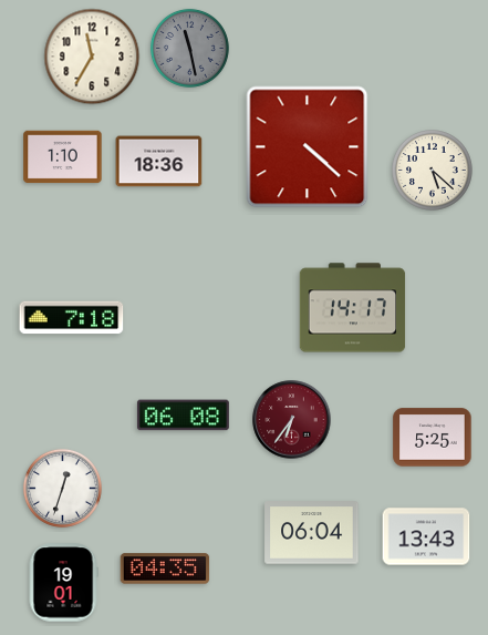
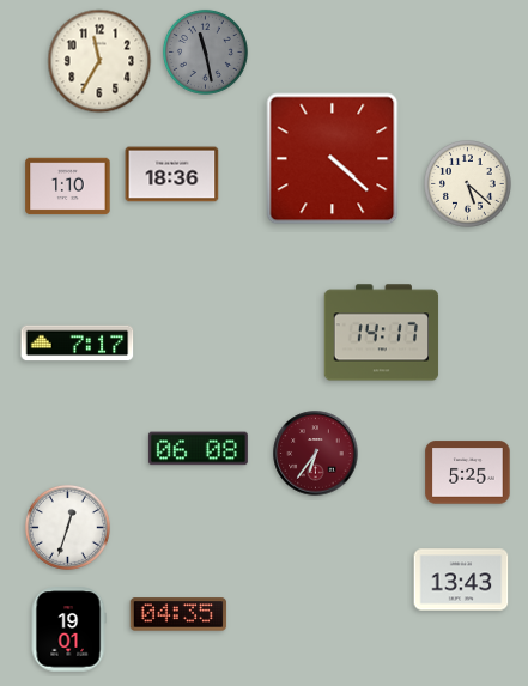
clock at (63, 157) position: (63, 157) -> (68, 187)
clock at (72, 318): 7:18 -> 7:17
clock at (312, 533): 06:04 -> none
